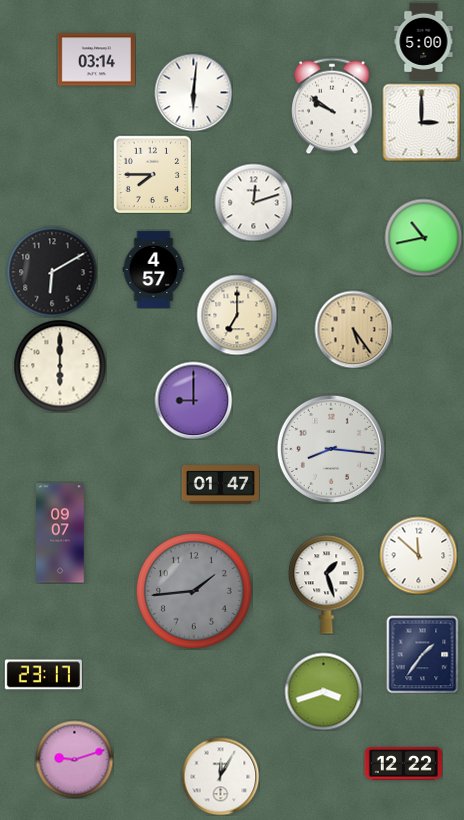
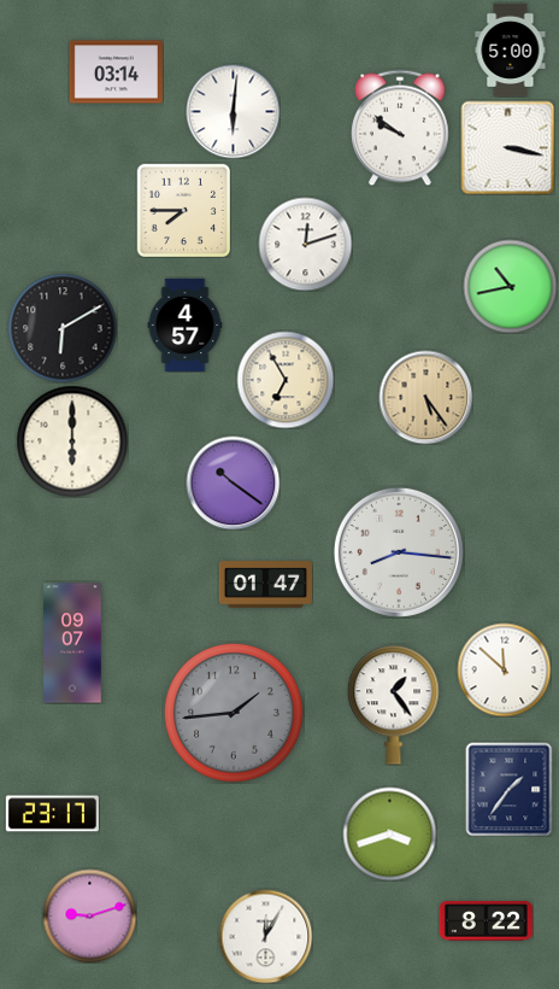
clock at (421, 122): 3:00 -> 3:17
clock at (237, 315): 7:00 -> 6:55
clock at (193, 400): 9:00 -> 10:21
clock at (331, 449) position: (331, 449) -> (399, 552)
clock at (327, 585): 1:27 -> 1:24
clock at (403, 764): 12:22 -> 8:22
